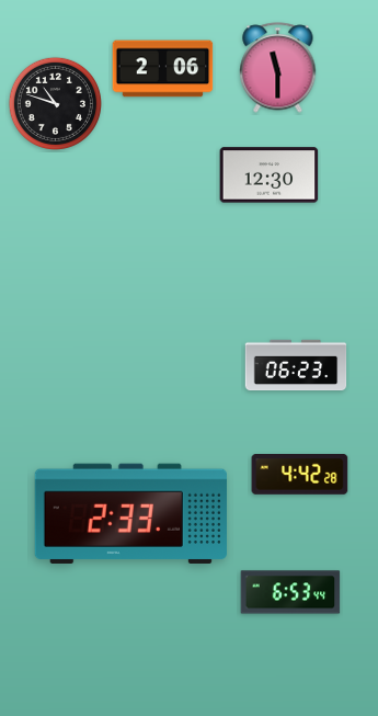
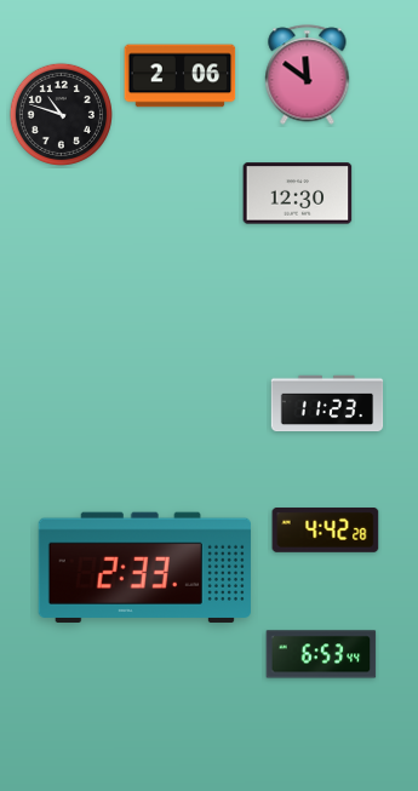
clock at (278, 68): 11:30 -> 11:51
clock at (296, 365): 06:23 -> 11:23
clock at (300, 475) position: (300, 475) -> (326, 531)
